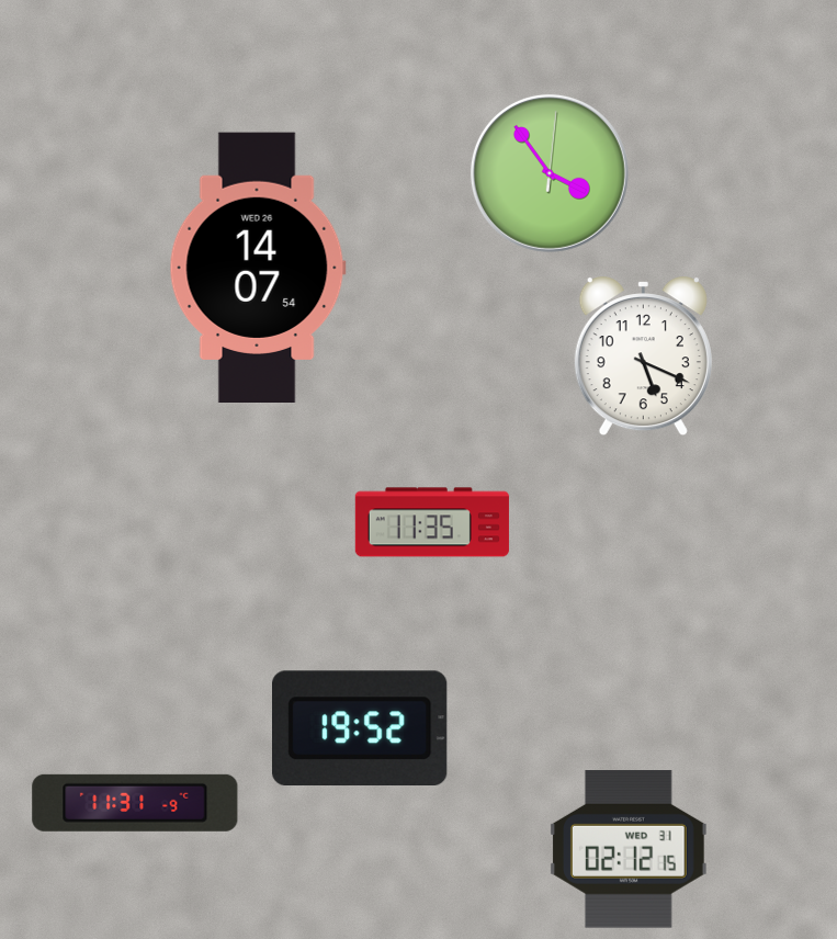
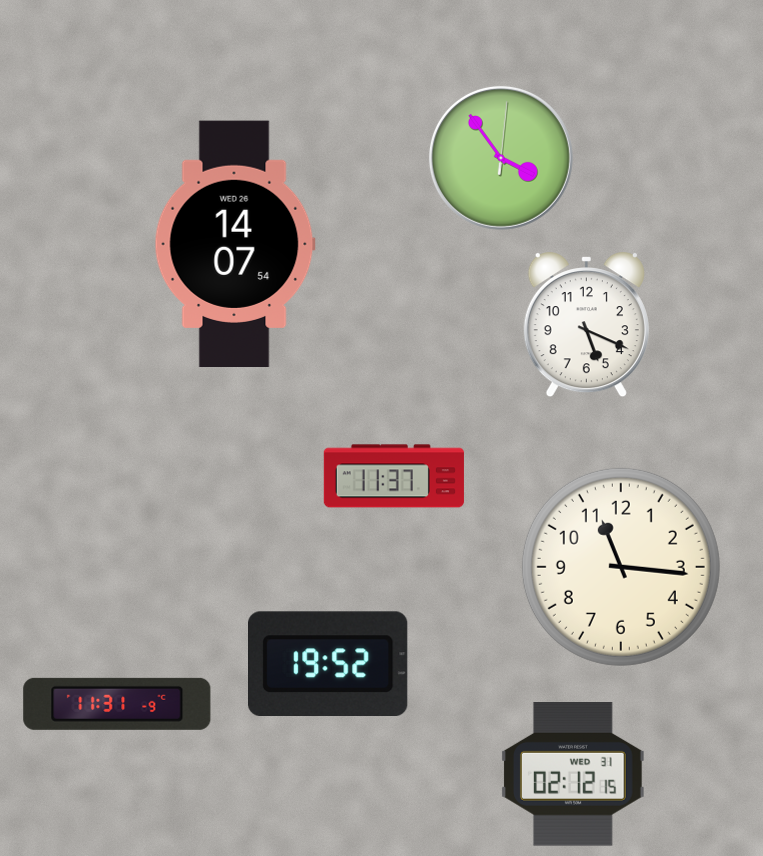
clock at (432, 522): 11:35 -> 11:37
clock at (621, 567): none -> 11:16
clock at (135, 803) position: (135, 803) -> (117, 704)
